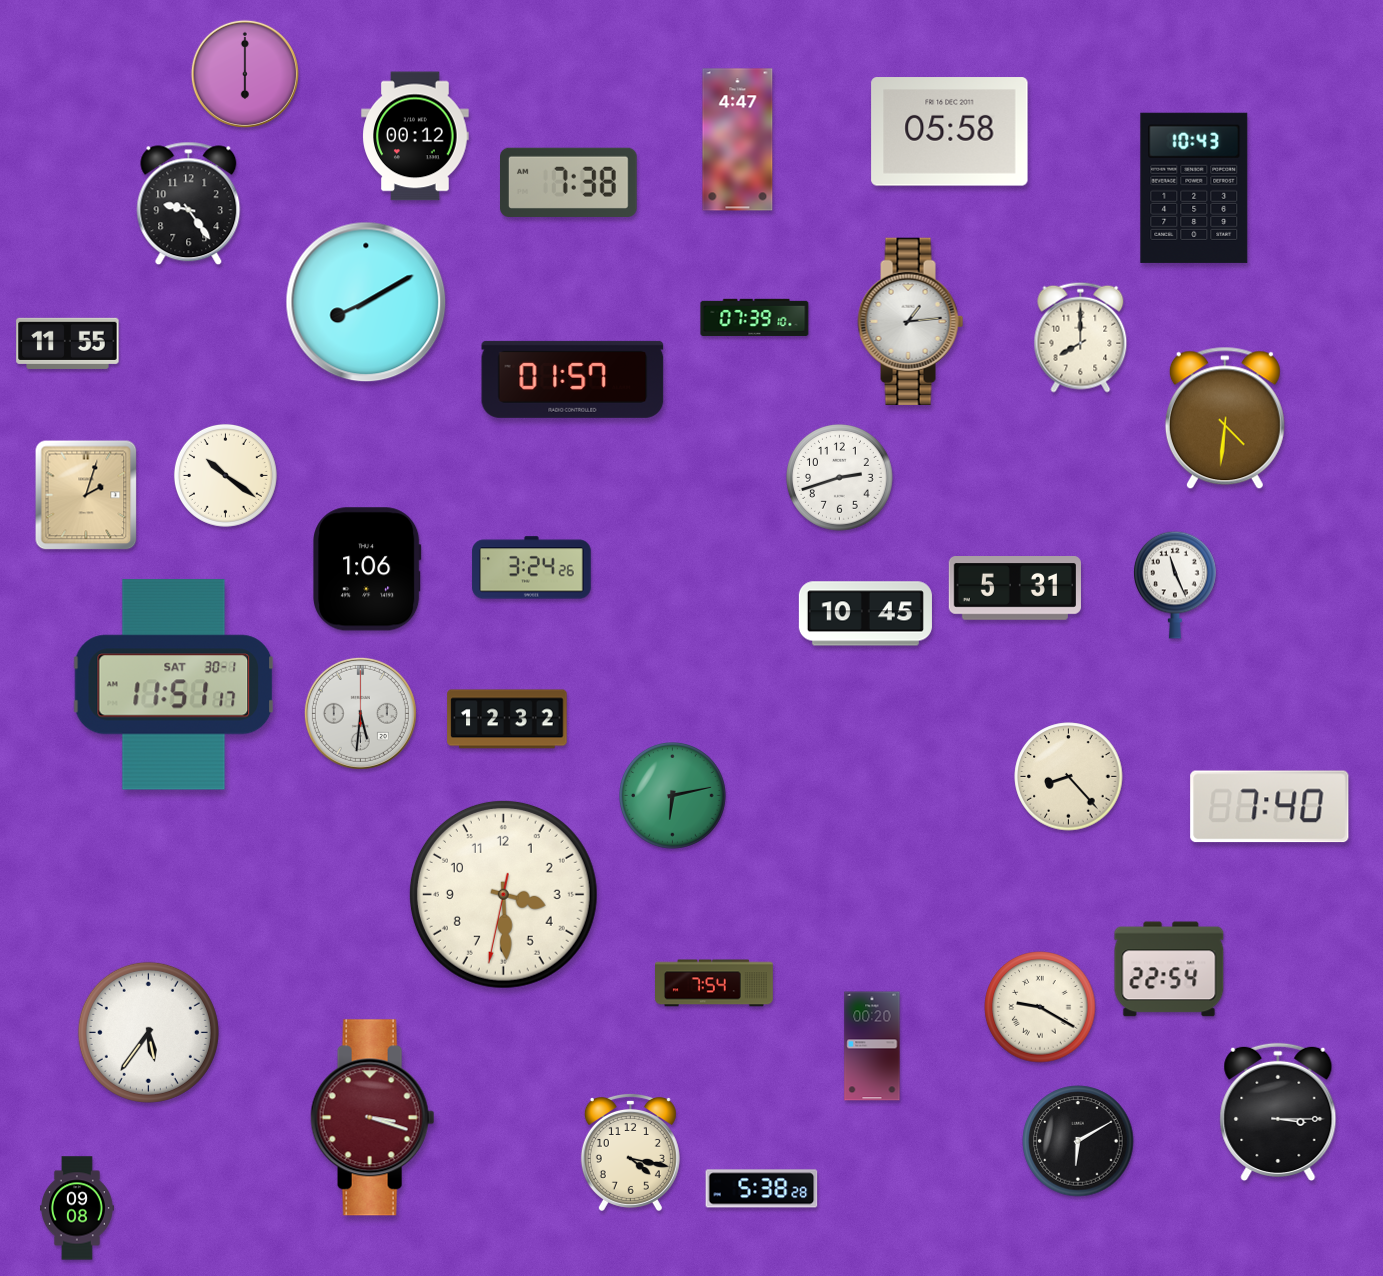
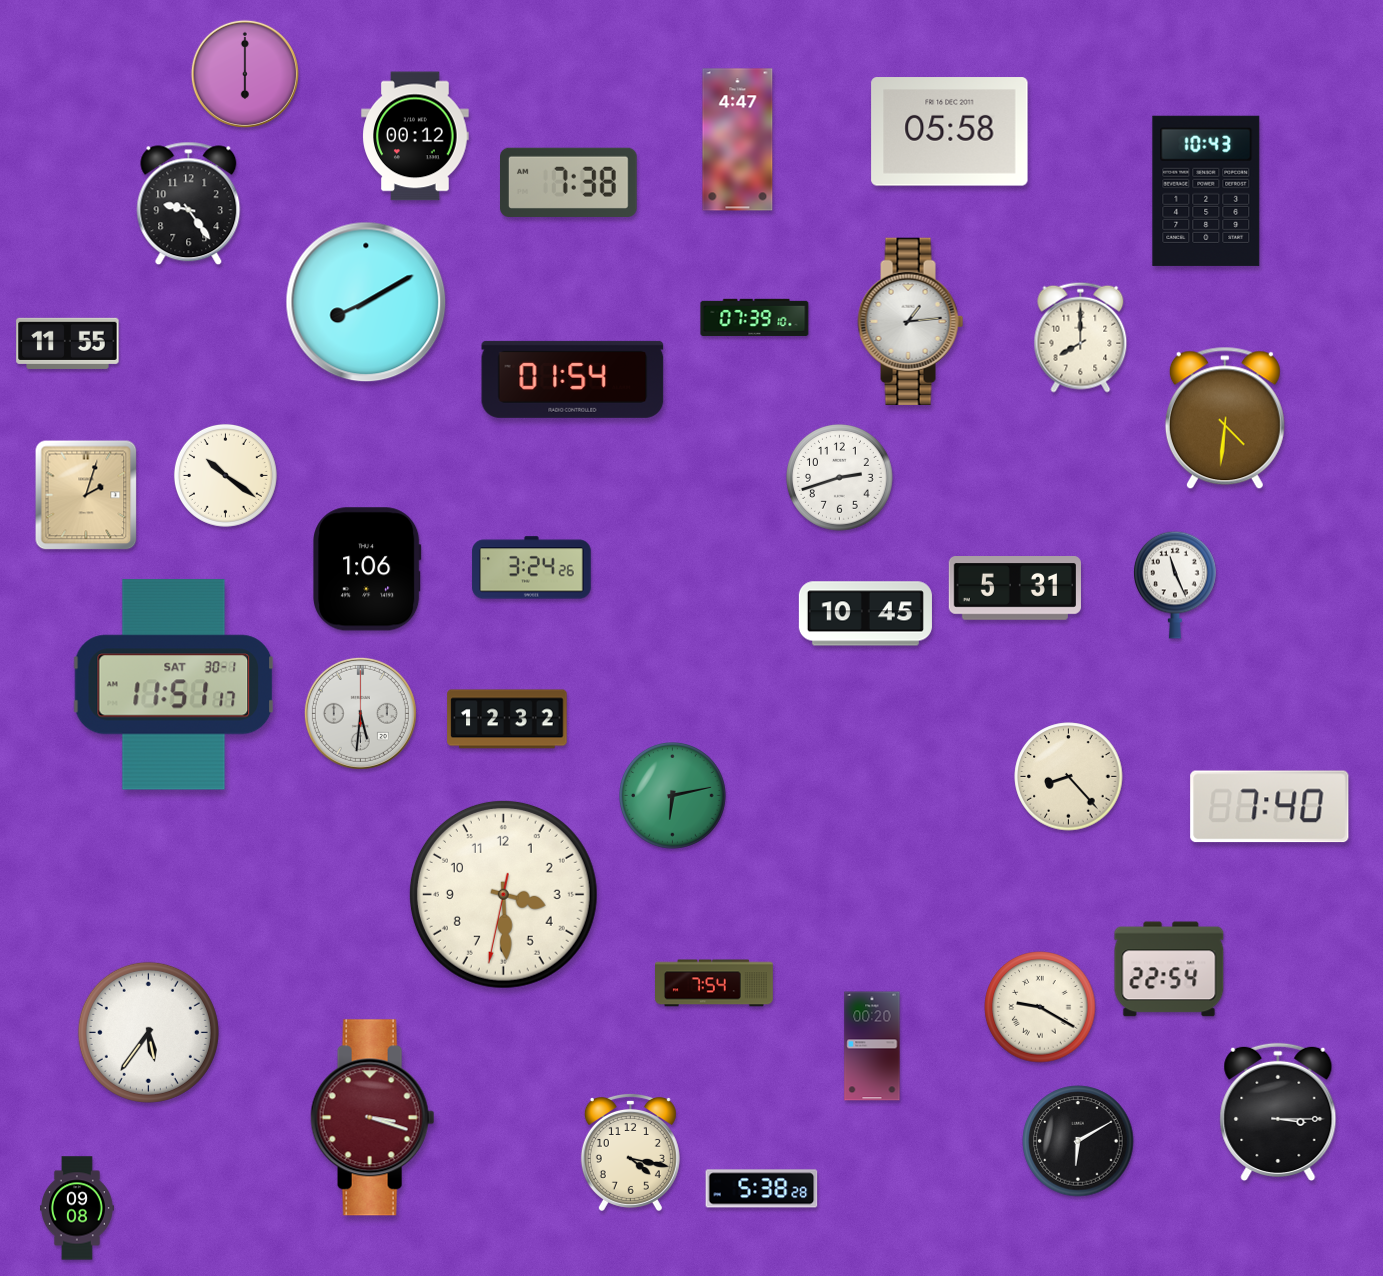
clock at (1194, 188) position: (1194, 188) -> (1206, 191)
clock at (573, 379): 01:57 -> 01:54
